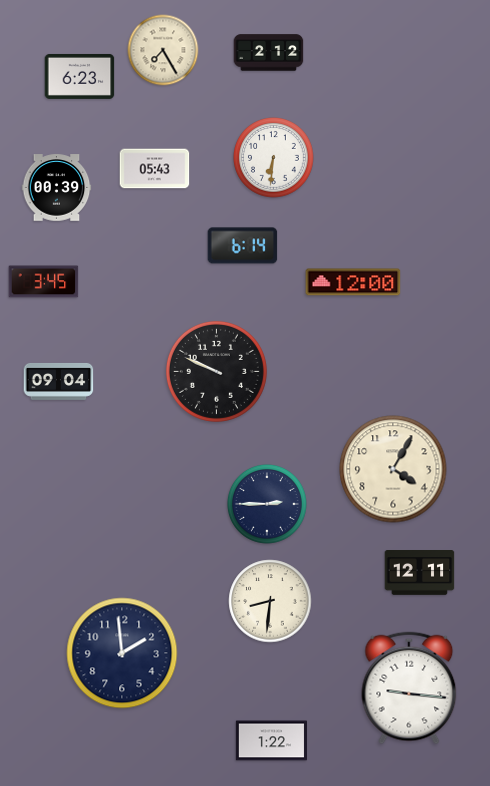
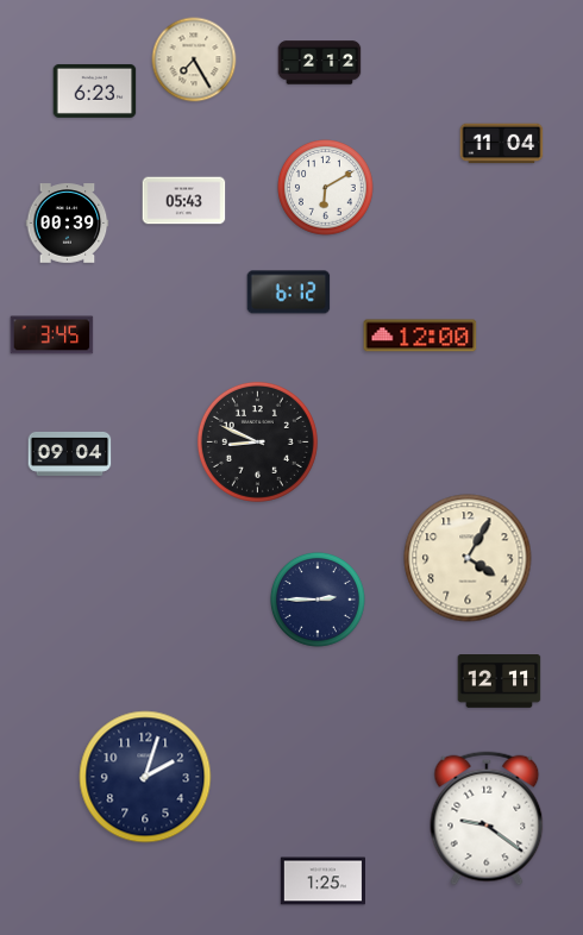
clock at (502, 144): none -> 11:04
clock at (274, 158): 6:31 -> 6:10
clock at (243, 246): 6:14 -> 6:12
clock at (216, 371): 9:49 -> 8:49
clock at (270, 601): 8:31 -> none
clock at (122, 653): 1:59 -> 2:03
clock at (409, 688): 9:16 -> 9:21
clock at (271, 741): 1:22 -> 1:25
